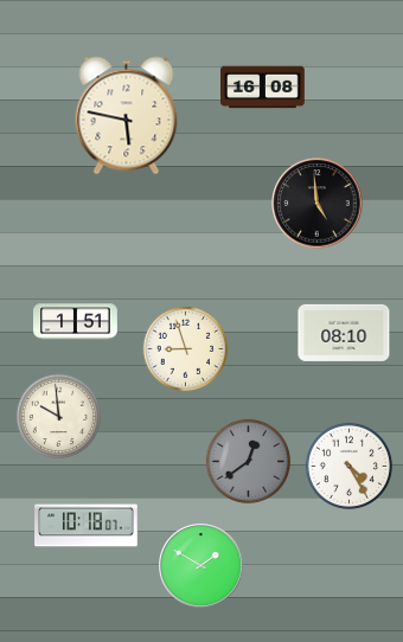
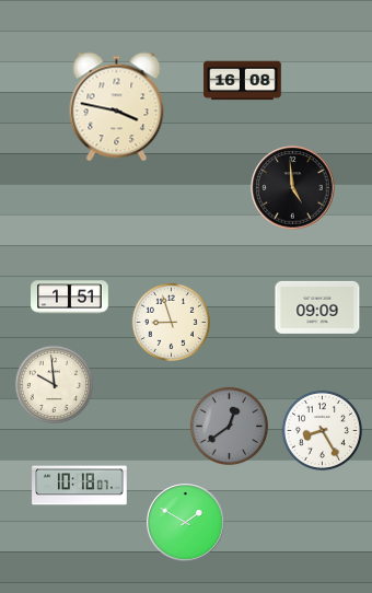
clock at (127, 116): 5:47 -> 3:47
clock at (344, 333): 08:10 -> 09:09
clock at (348, 466): 4:25 -> 8:25
